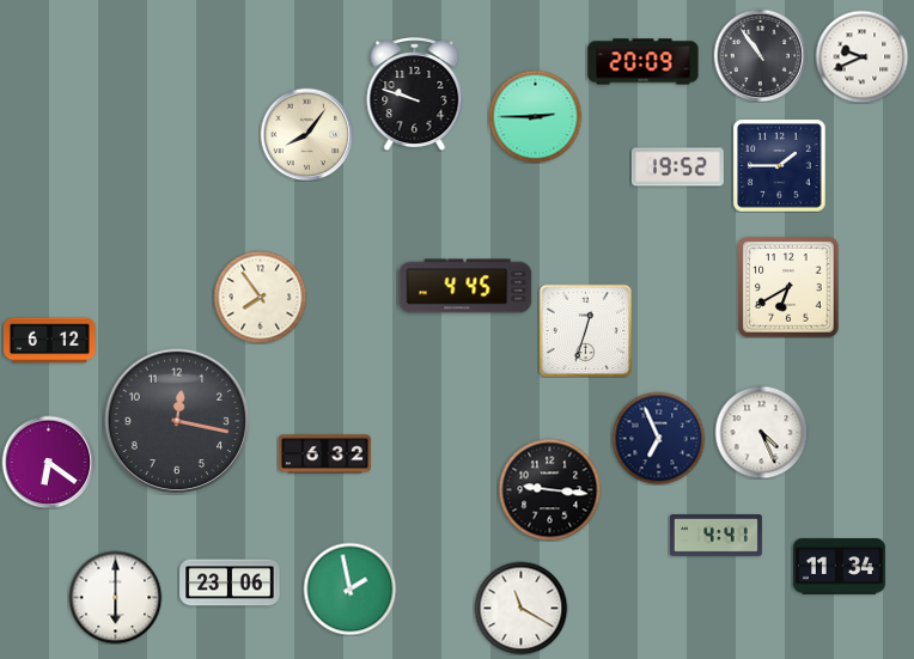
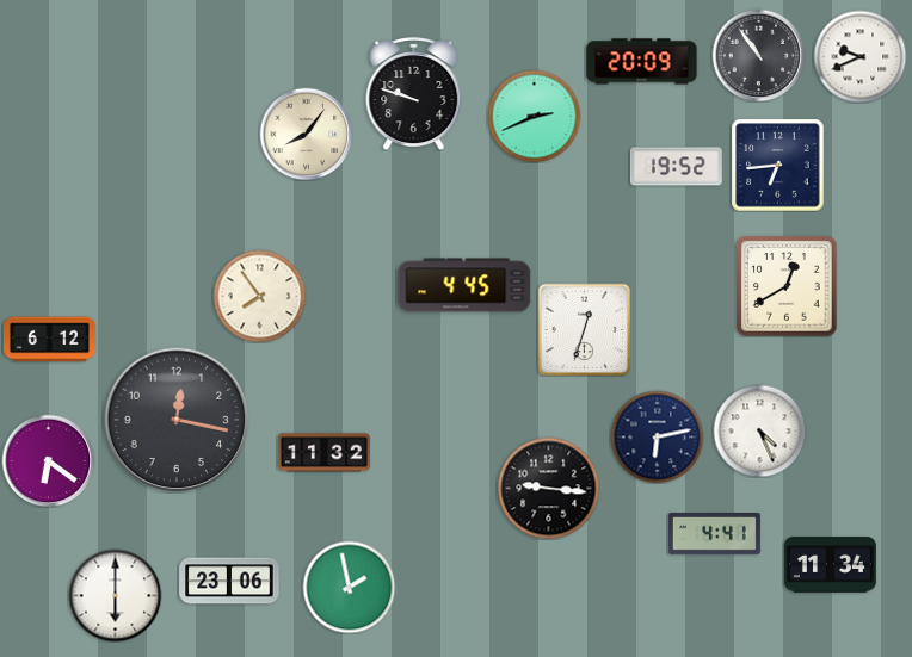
clock at (535, 116): 2:45 -> 2:41
clock at (779, 165): 1:45 -> 6:44
clock at (788, 287): 6:40 -> 12:40
clock at (658, 438): 6:56 -> 6:13
clock at (324, 454): 6:32 -> 11:32
clock at (839, 567) position: (839, 567) -> (830, 565)
clock at (520, 608): 11:20 -> none
